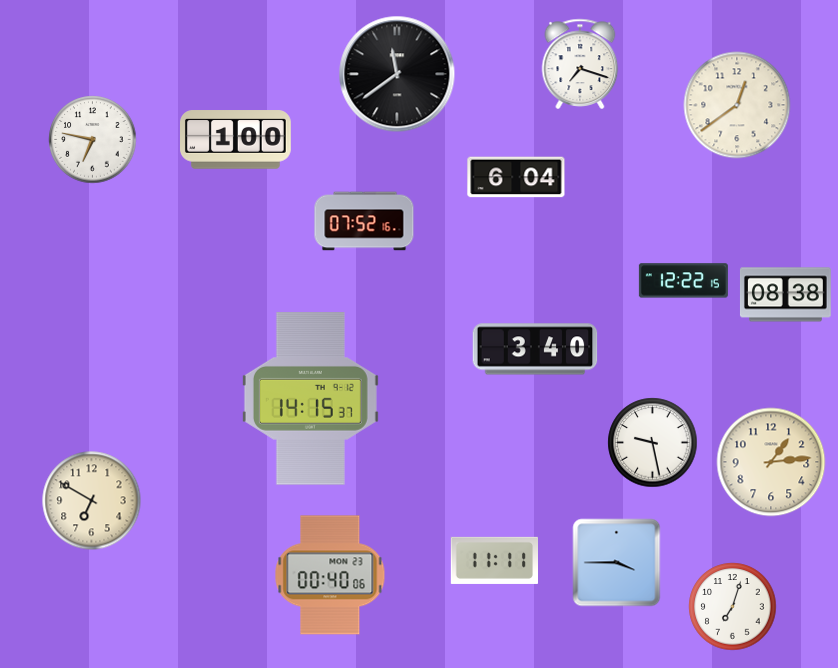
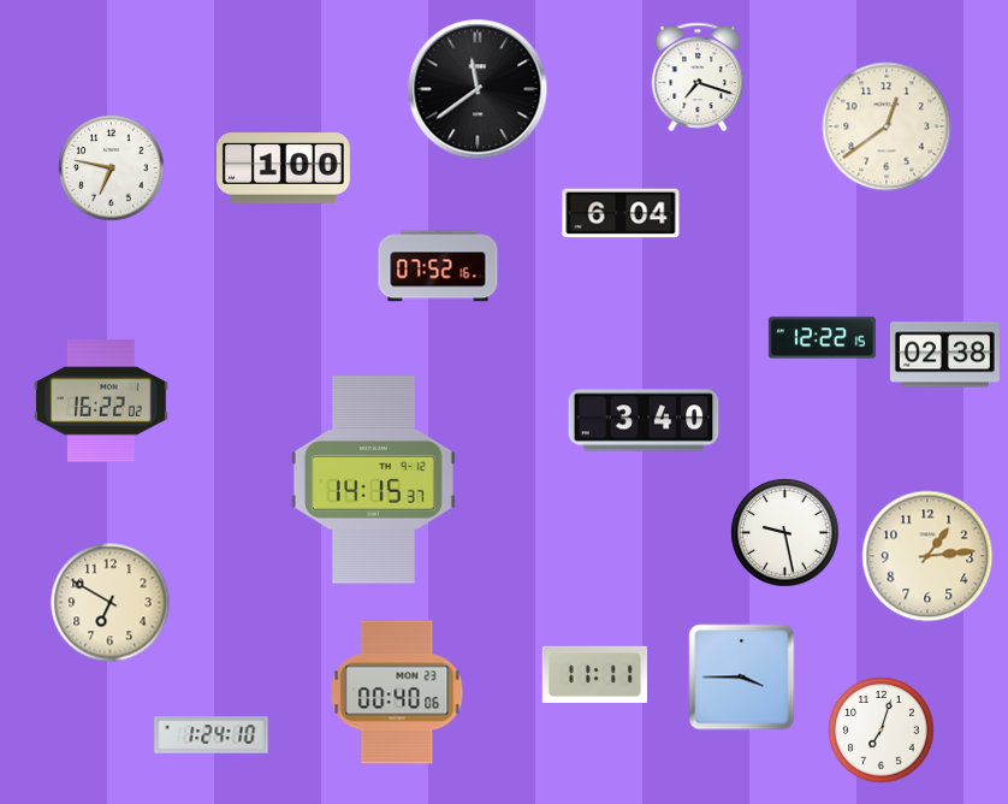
clock at (785, 295): 08:38 -> 02:38
clock at (102, 401): none -> 16:22
clock at (212, 735): none -> 1:24
